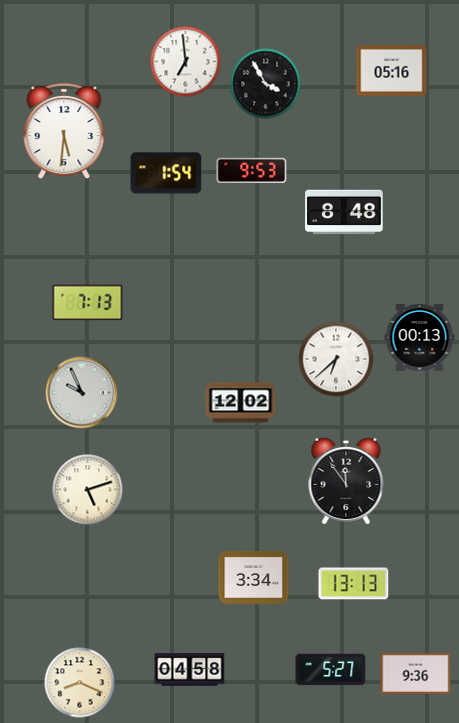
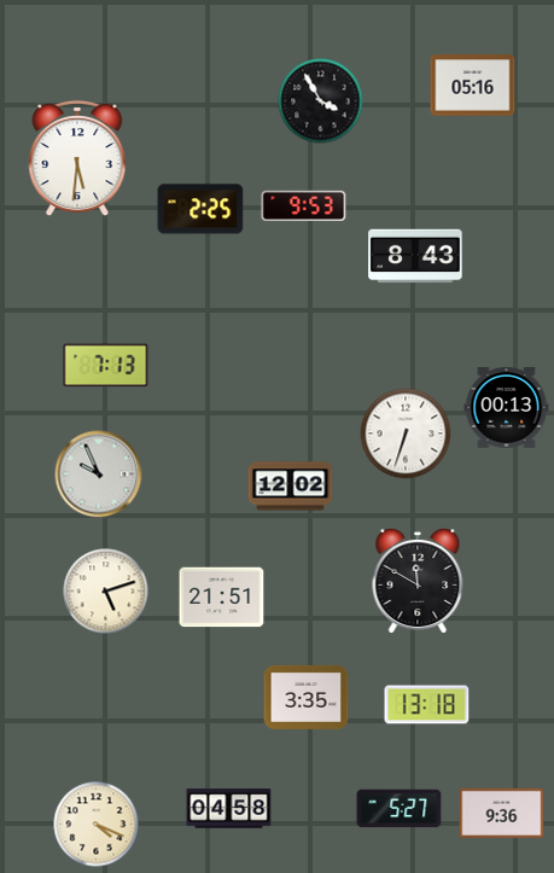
clock at (186, 62): 6:59 -> none
clock at (166, 173): 1:54 -> 2:25
clock at (344, 212): 8:48 -> 8:43
clock at (336, 359): 6:38 -> 6:33
clock at (346, 480): 11:54 -> 11:50
clock at (222, 598): none -> 21:51
clock at (254, 577): 3:34 -> 3:35
clock at (354, 584): 13:13 -> 13:18
clock at (80, 683): 8:19 -> 4:19
